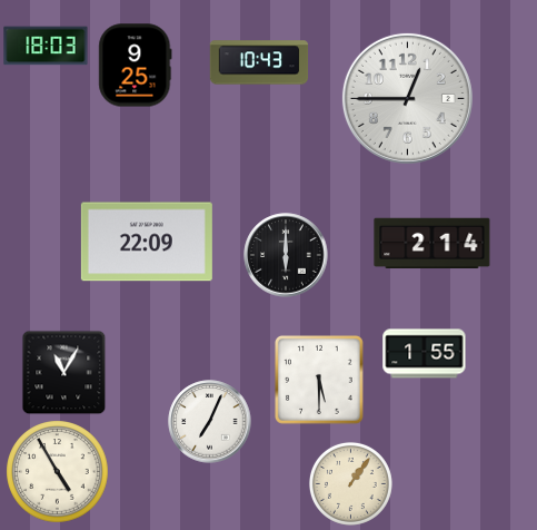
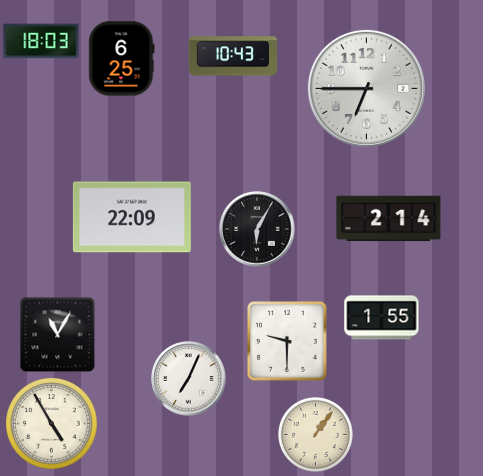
clock at (136, 66): 9:25 -> 6:25
clock at (407, 98): 12:45 -> 6:45
clock at (286, 255): 6:00 -> 6:05
clock at (319, 380): 5:30 -> 9:30
